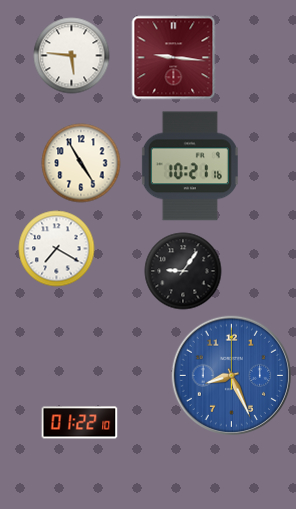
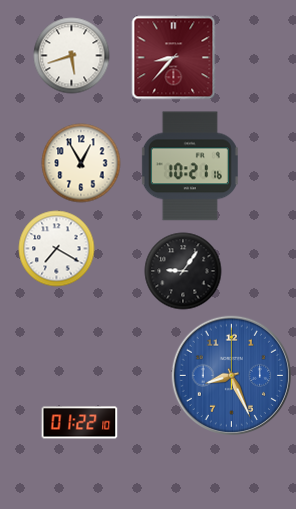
clock at (72, 56): 5:46 -> 5:42
clock at (174, 58): 9:16 -> 8:37
clock at (81, 163): 4:55 -> 12:55
